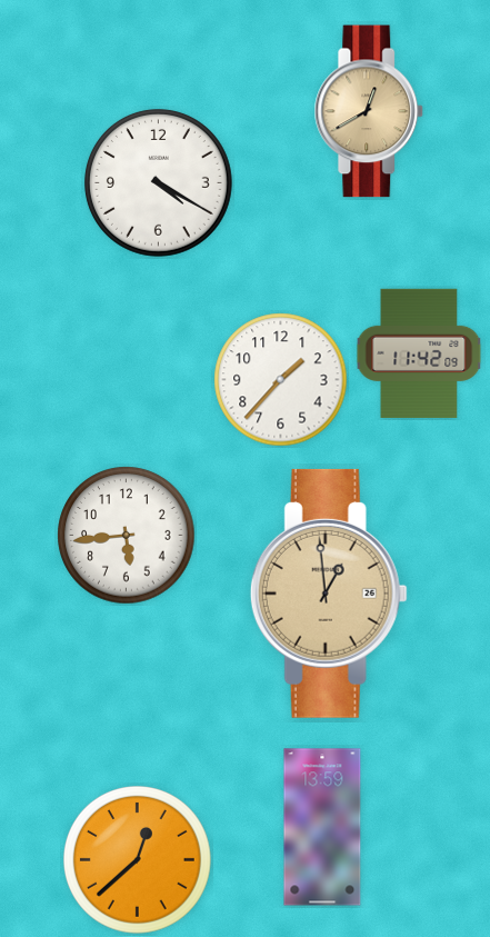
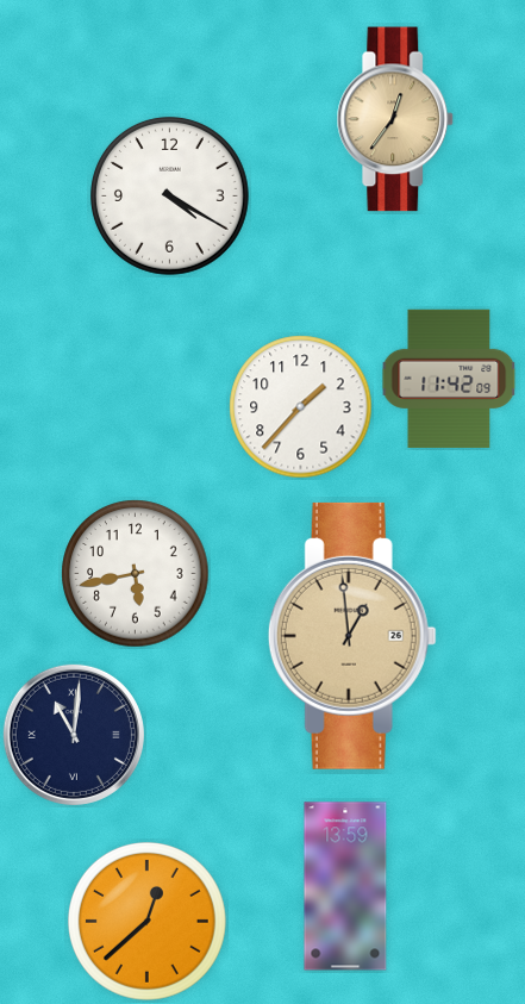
clock at (369, 111): 12:40 -> 12:36
clock at (127, 536): 5:44 -> 5:43
clock at (74, 735): none -> 11:01
